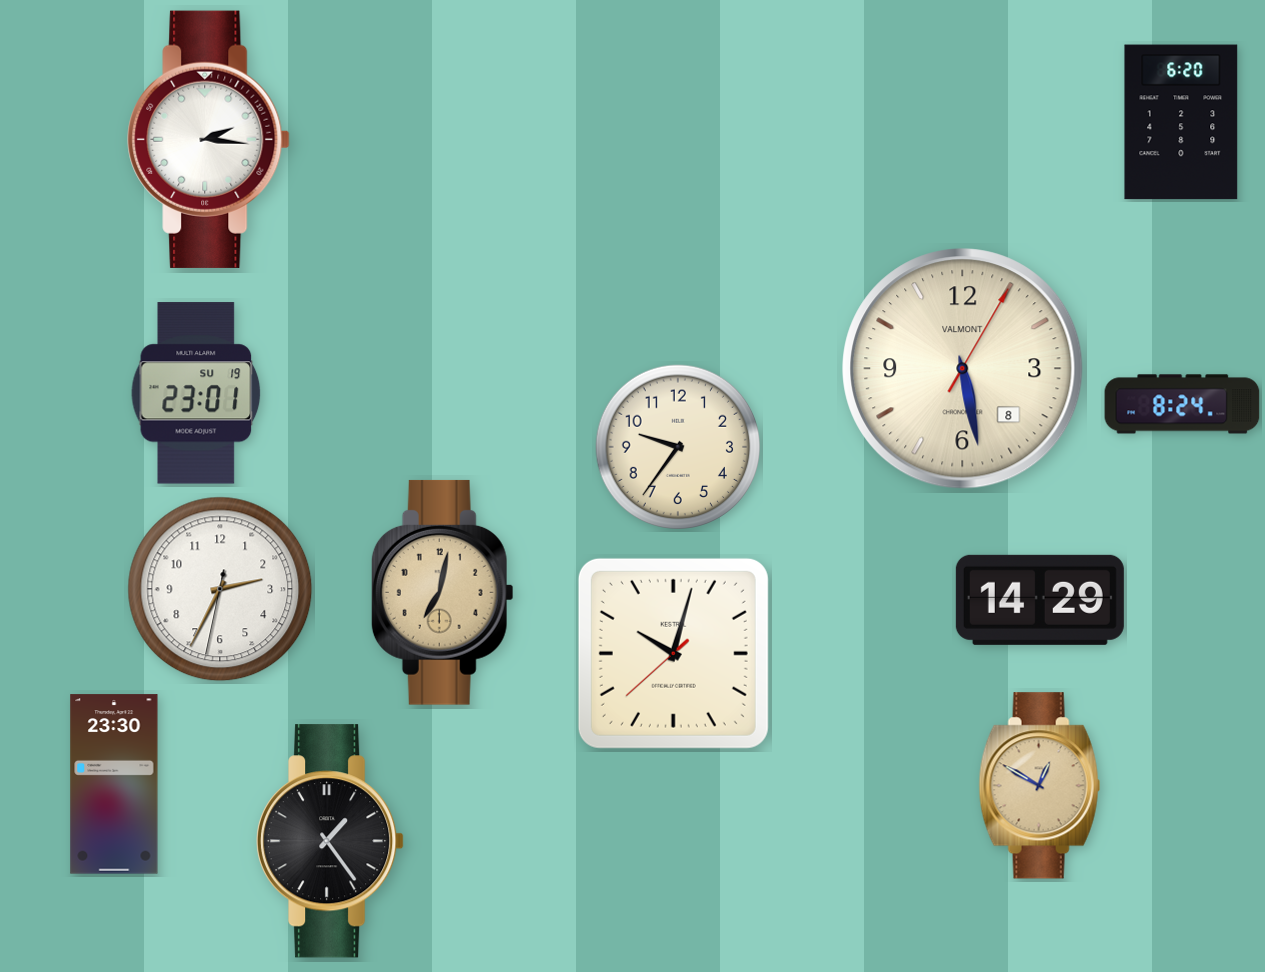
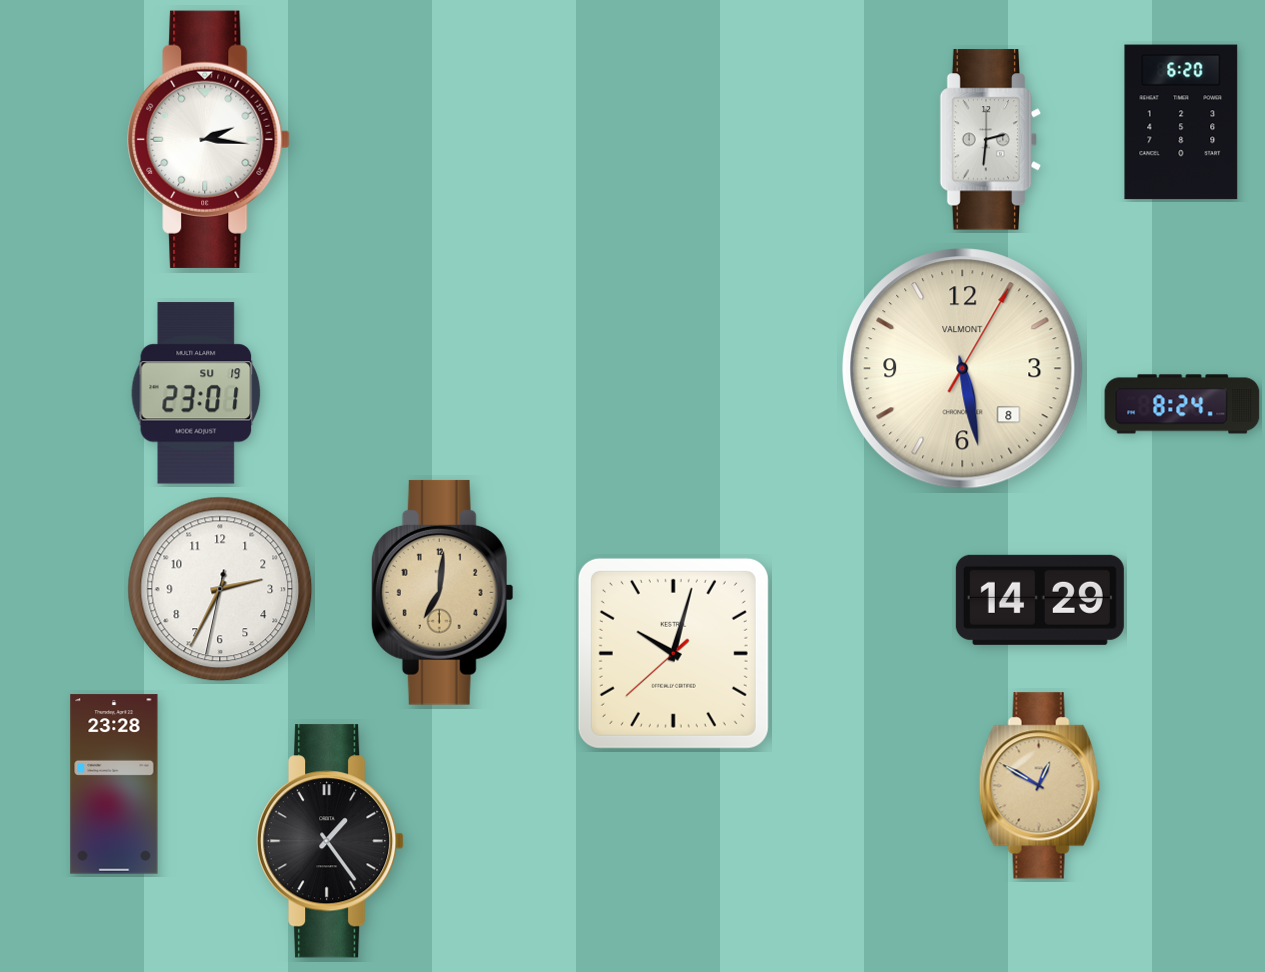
clock at (991, 140): none -> 2:31
clock at (678, 447): 9:36 -> none
clock at (442, 592): 7:02 -> 7:01
clock at (114, 784): 23:30 -> 23:28
